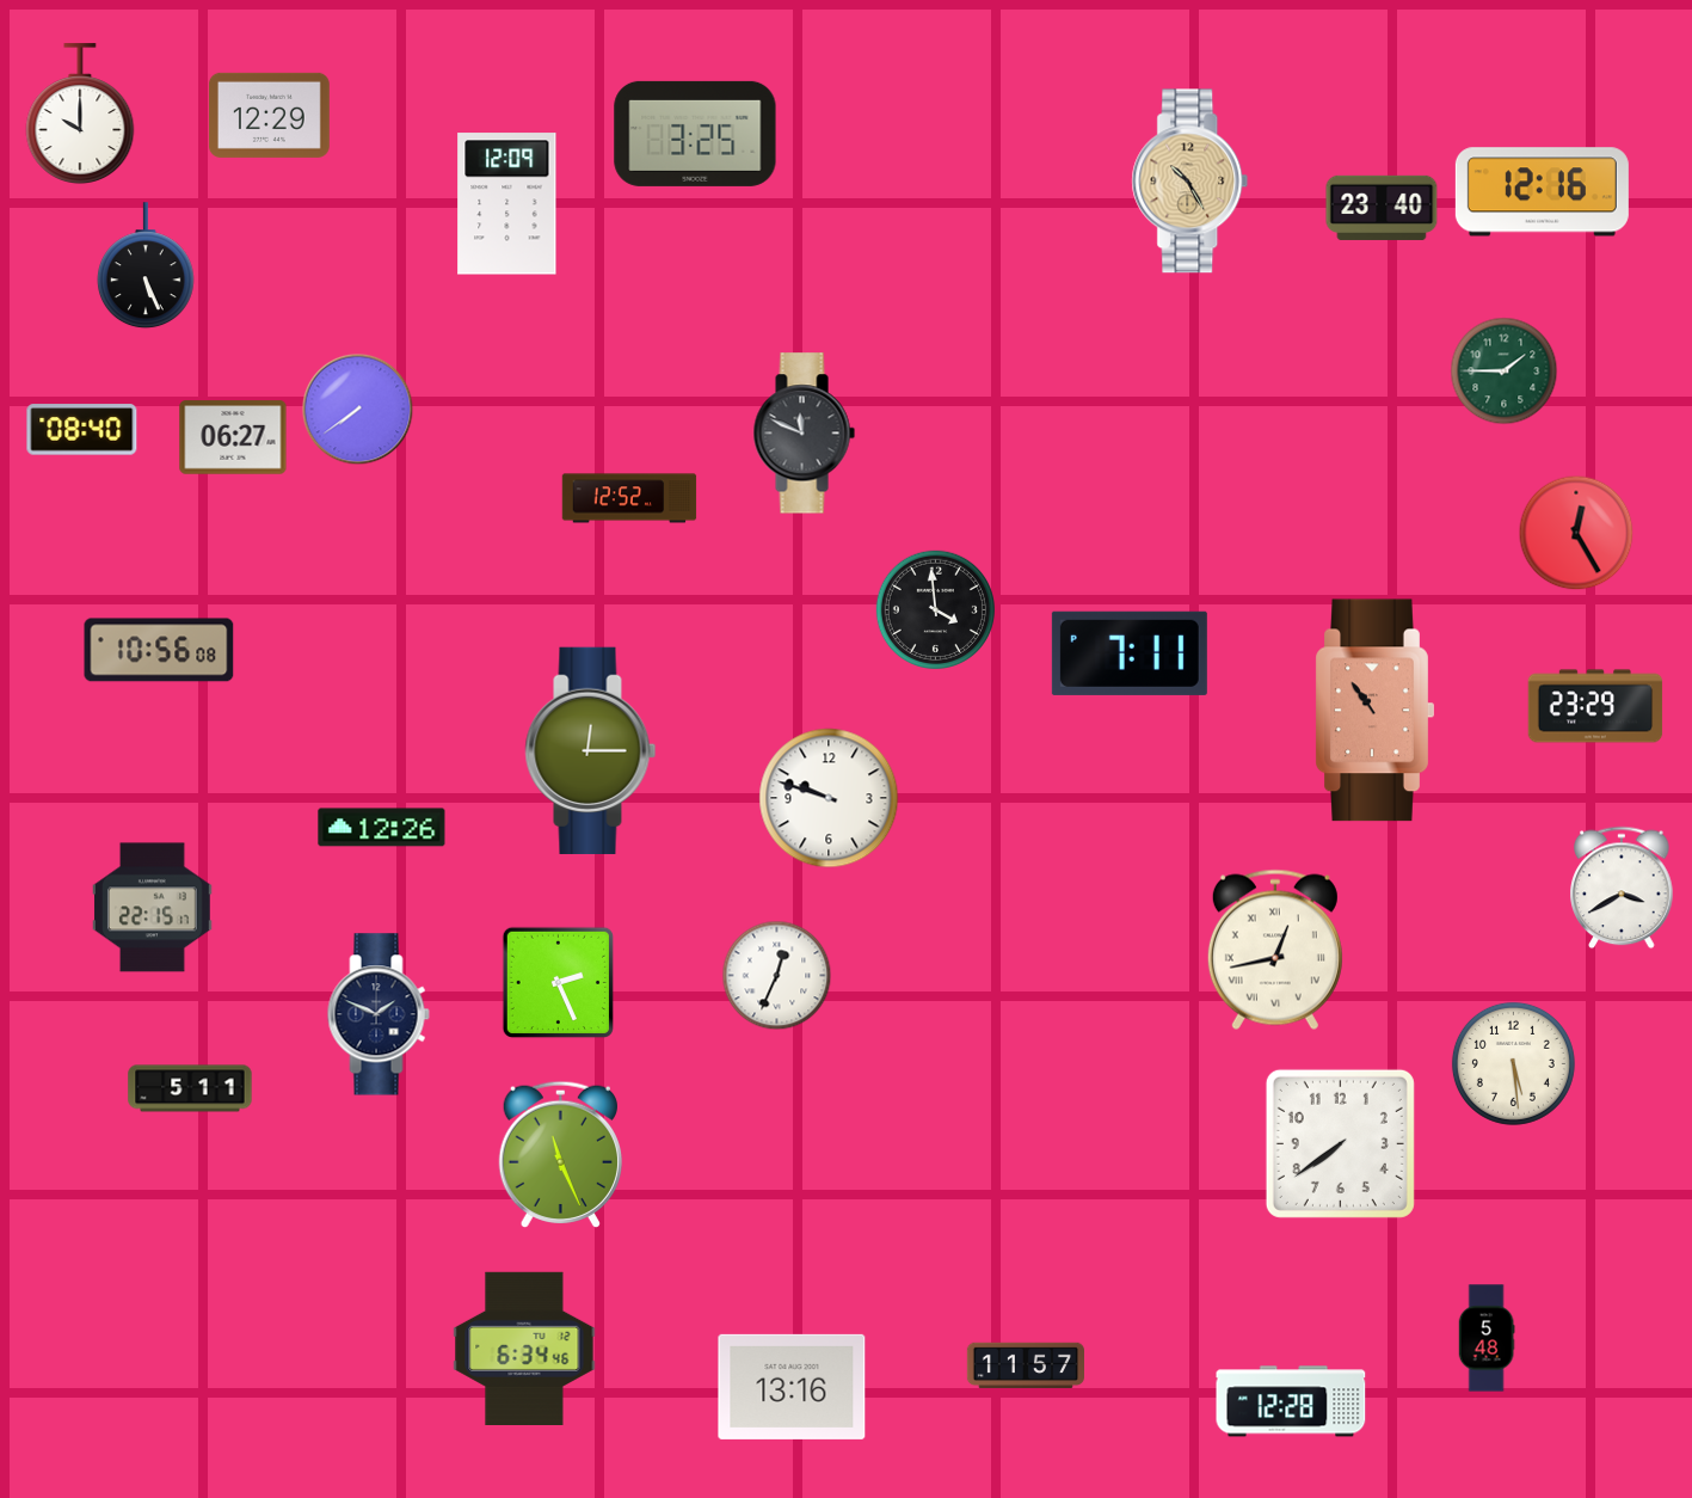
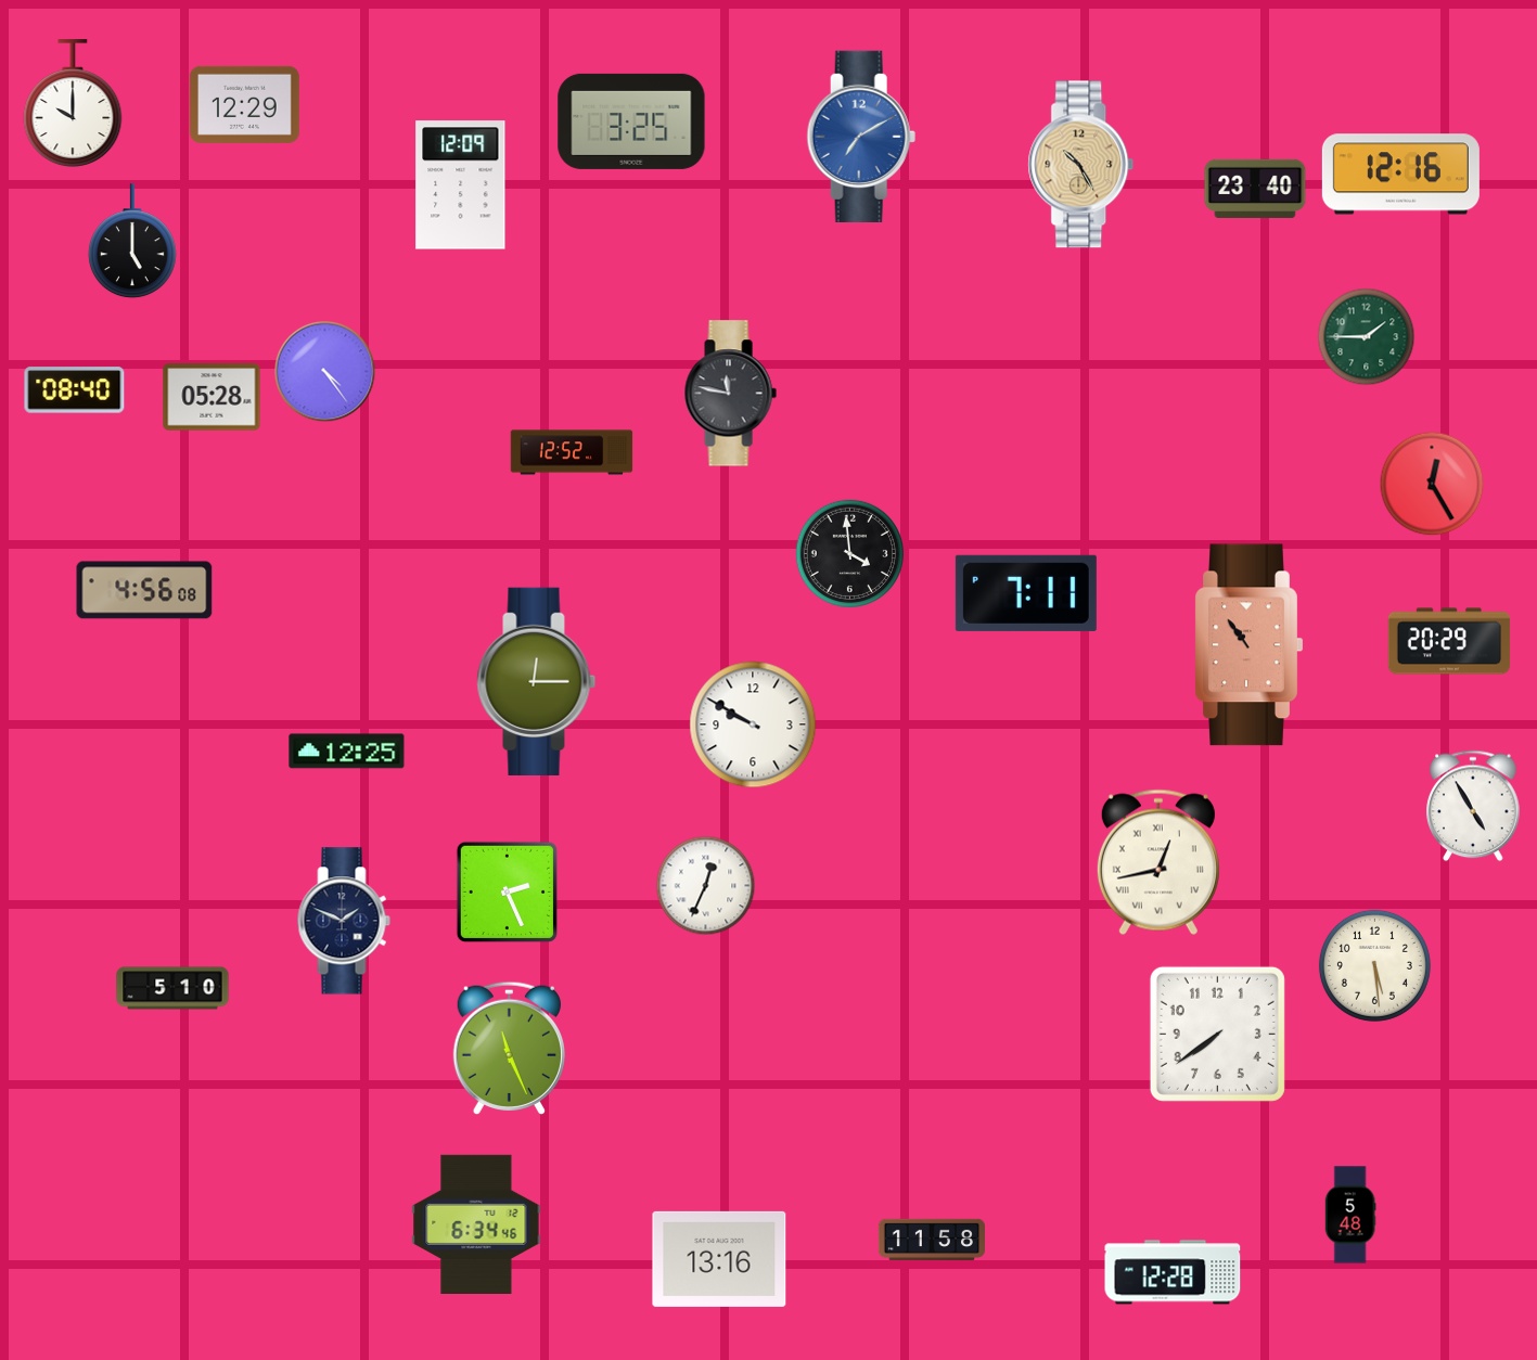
clock at (861, 137): none -> 7:10
clock at (146, 266): 5:26 -> 5:00
clock at (358, 410): 7:39 -> 4:24
clock at (804, 434): 11:49 -> 11:47
clock at (233, 437): 06:27 -> 05:28
clock at (159, 650): 10:56 -> 4:56
clock at (1595, 706): 23:29 -> 20:29
clock at (829, 798): 9:48 -> 9:50
clock at (382, 828): 12:26 -> 12:25
clock at (1622, 888): 3:40 -> 4:55
clock at (153, 908): 22:15 -> none
clock at (190, 1088): 5:11 -> 5:10
clock at (1340, 1143) position: (1340, 1143) -> (1217, 1034)
clock at (1025, 1365): 11:57 -> 11:58
